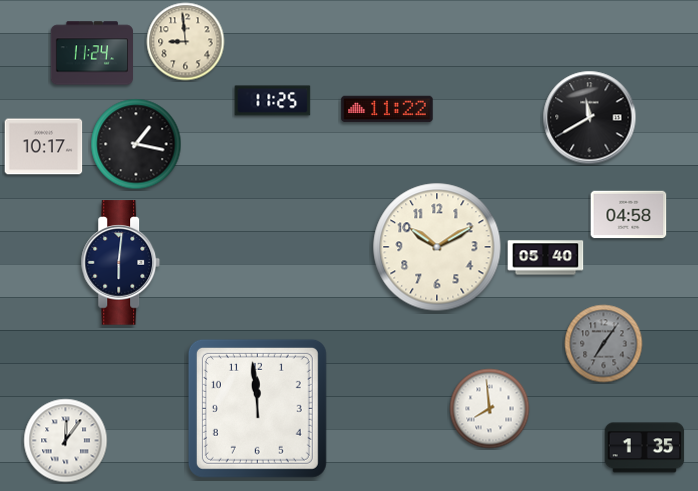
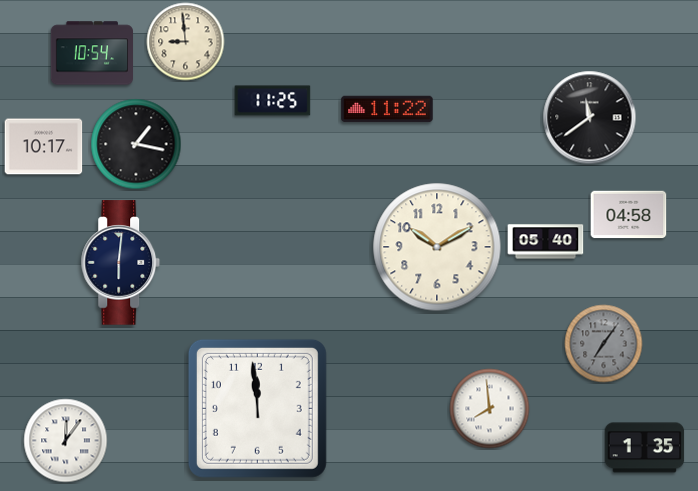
clock at (91, 53): 11:24 -> 10:54
clock at (590, 118): 11:40 -> 11:39
clock at (546, 258) position: (546, 258) -> (546, 242)
